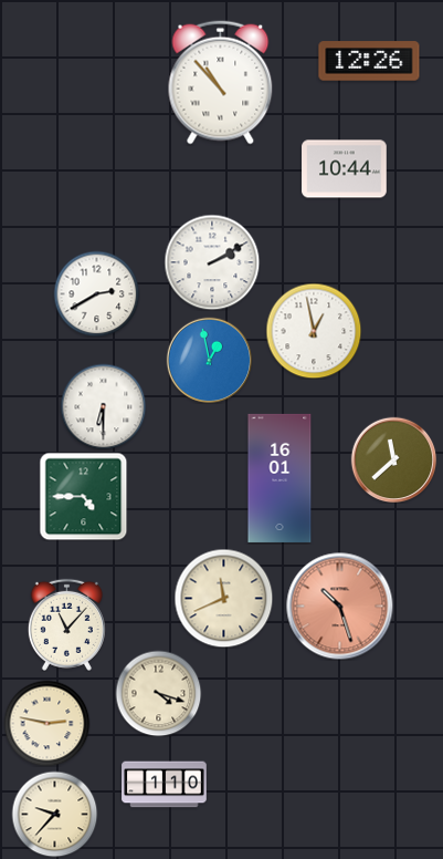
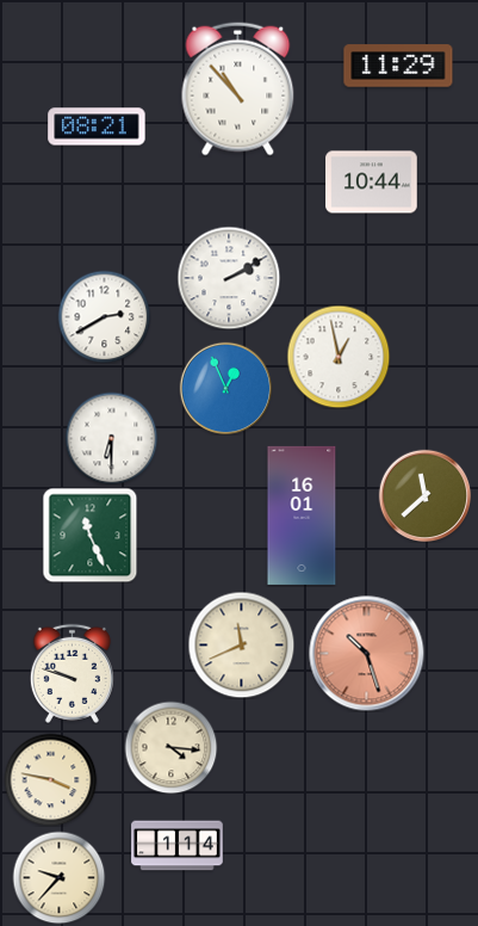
clock at (369, 61): 12:26 -> 11:29
clock at (97, 126): none -> 08:21
clock at (212, 262) position: (212, 262) -> (229, 278)
clock at (209, 360): 12:58 -> 12:56
clock at (83, 496): 4:45 -> 11:26
clock at (66, 624): 11:07 -> 9:48
clock at (158, 693): 4:18 -> 4:16
clock at (46, 723): 2:47 -> 3:47
clock at (165, 785): 1:10 -> 1:14
